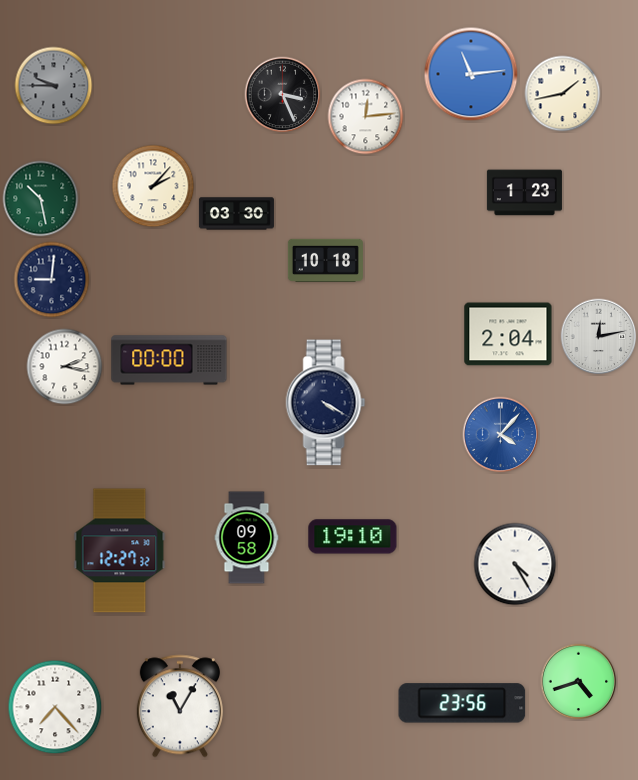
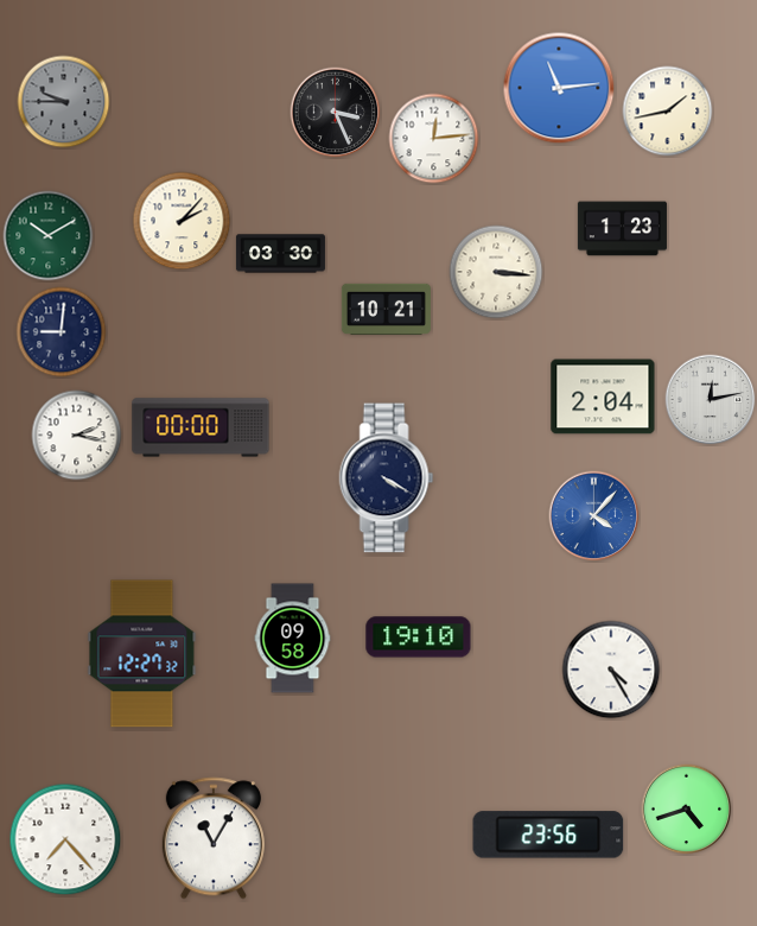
clock at (41, 199): 10:28 -> 10:10
clock at (496, 272): none -> 3:16
clock at (325, 260): 10:18 -> 10:21
